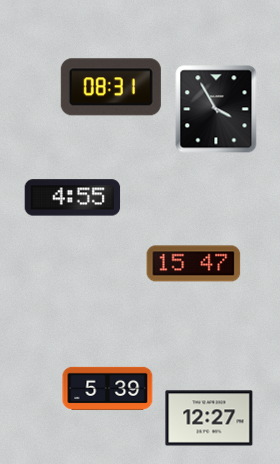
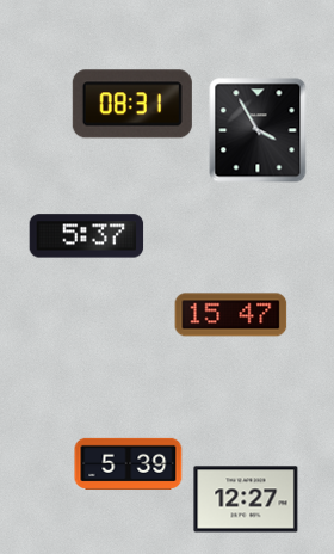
clock at (73, 198): 4:55 -> 5:37
clock at (209, 418) position: (209, 418) -> (246, 499)
